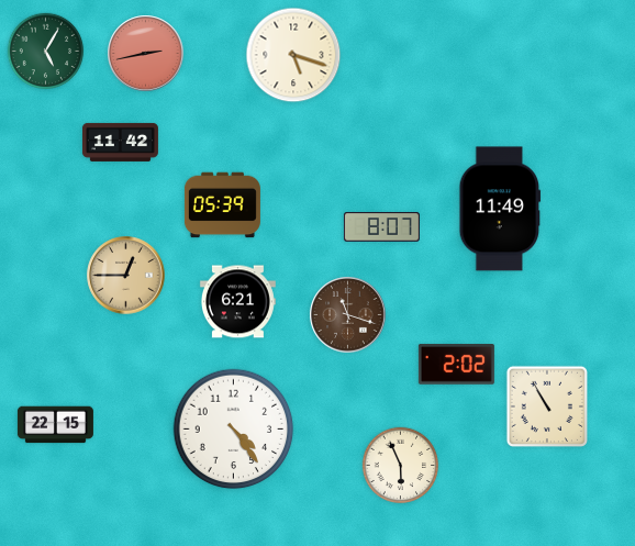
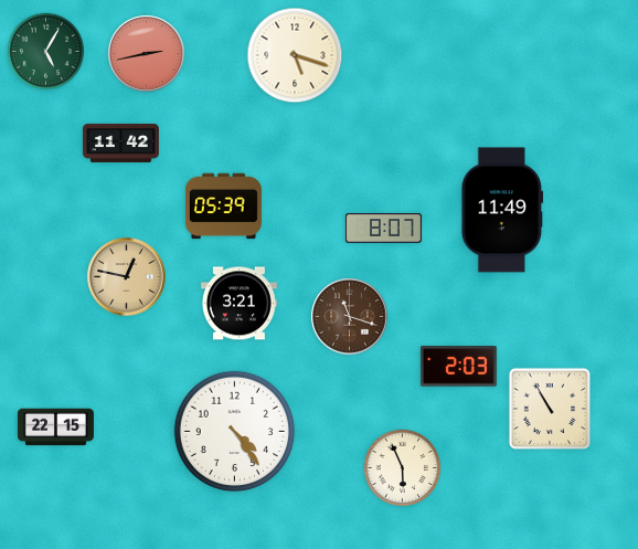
clock at (126, 276): 12:45 -> 12:47
clock at (237, 302): 6:21 -> 3:21
clock at (456, 365): 2:02 -> 2:03
